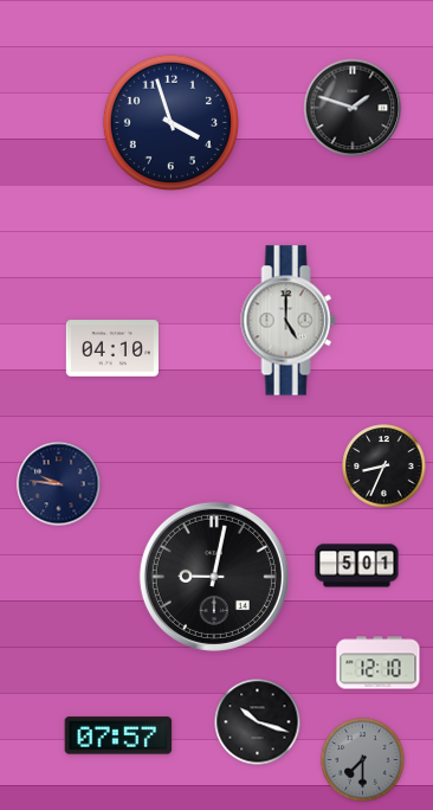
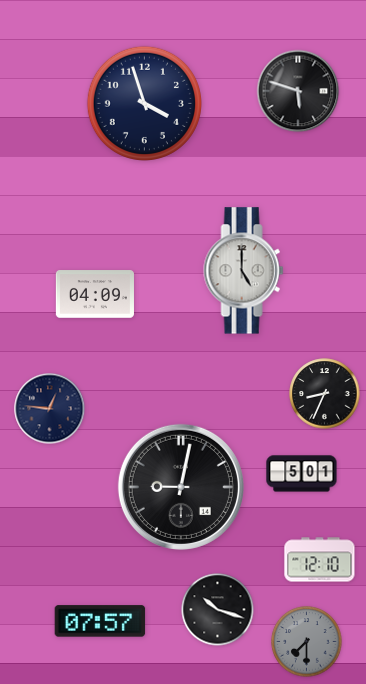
clock at (353, 108): 1:48 -> 5:48
clock at (112, 348): 04:10 -> 04:09
clock at (59, 484): 9:46 -> 12:46
clock at (357, 566) position: (357, 566) -> (302, 474)
